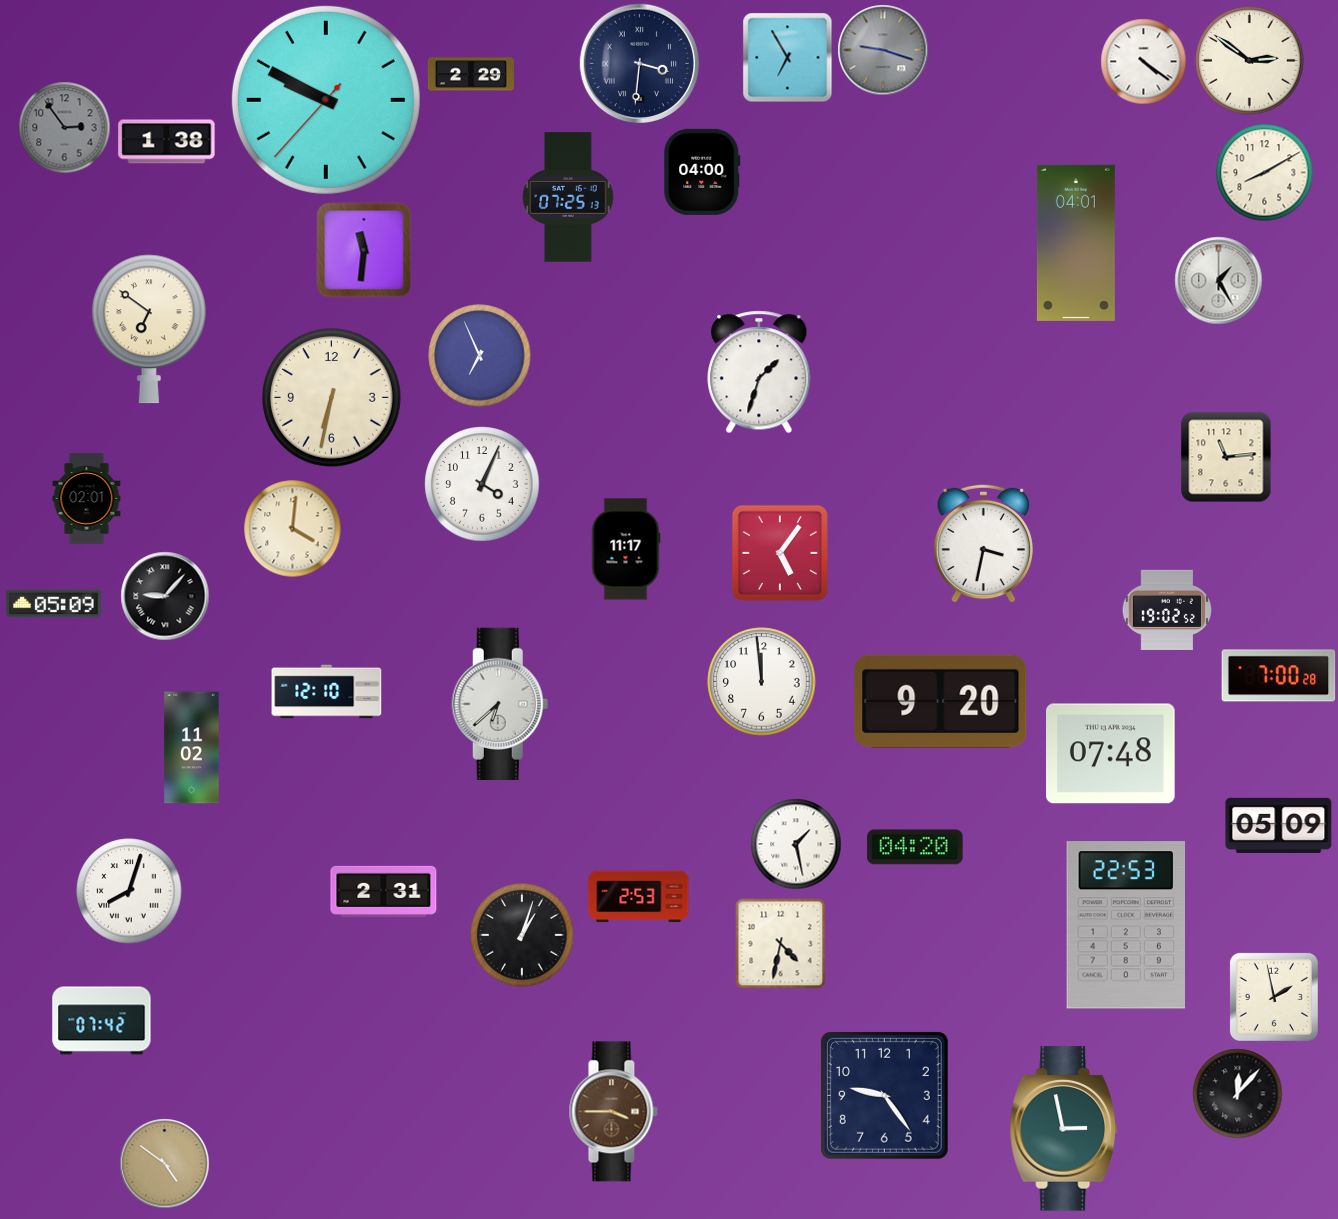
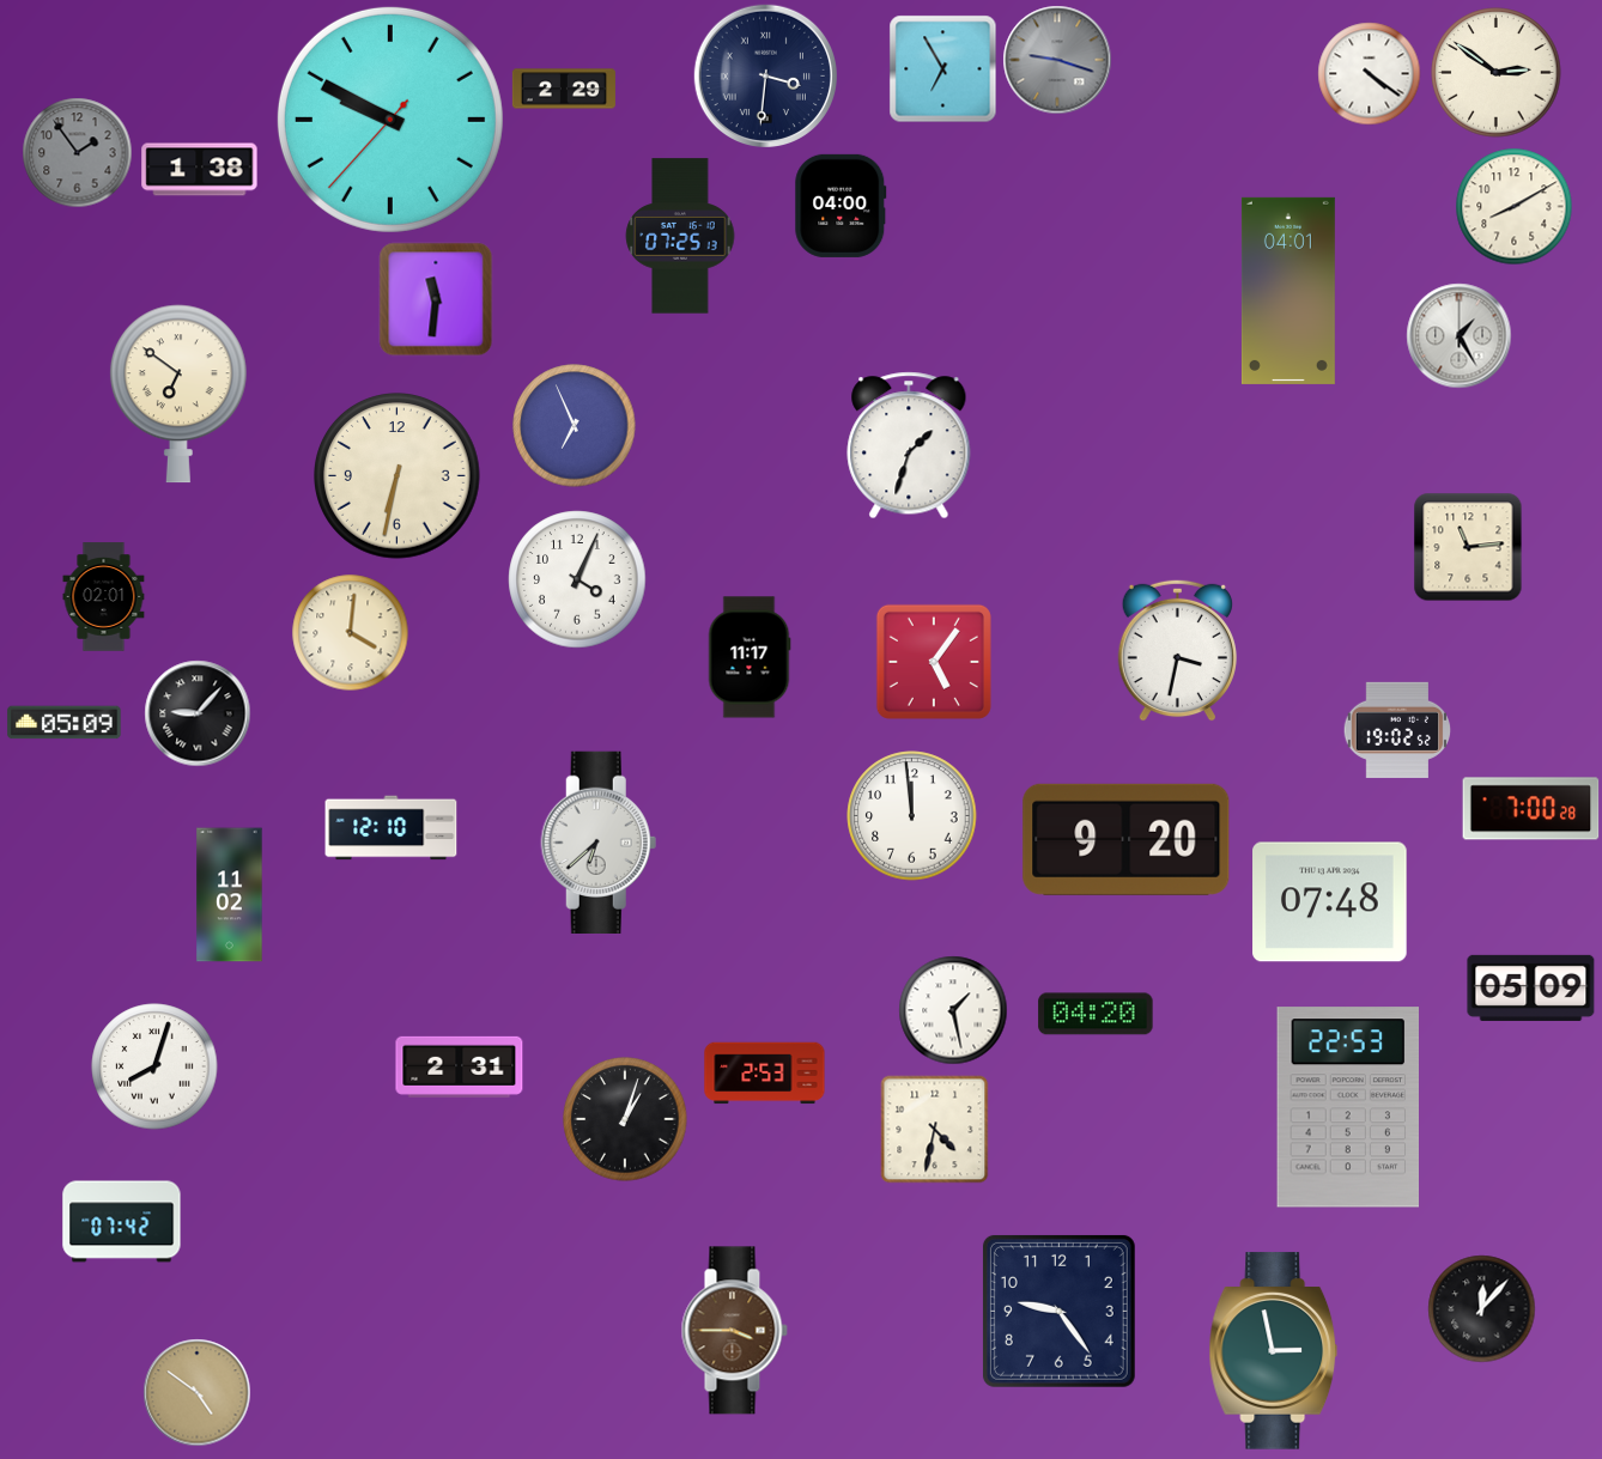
clock at (65, 128): 2:54 -> 1:54
clock at (1274, 997): 1:58 -> none
